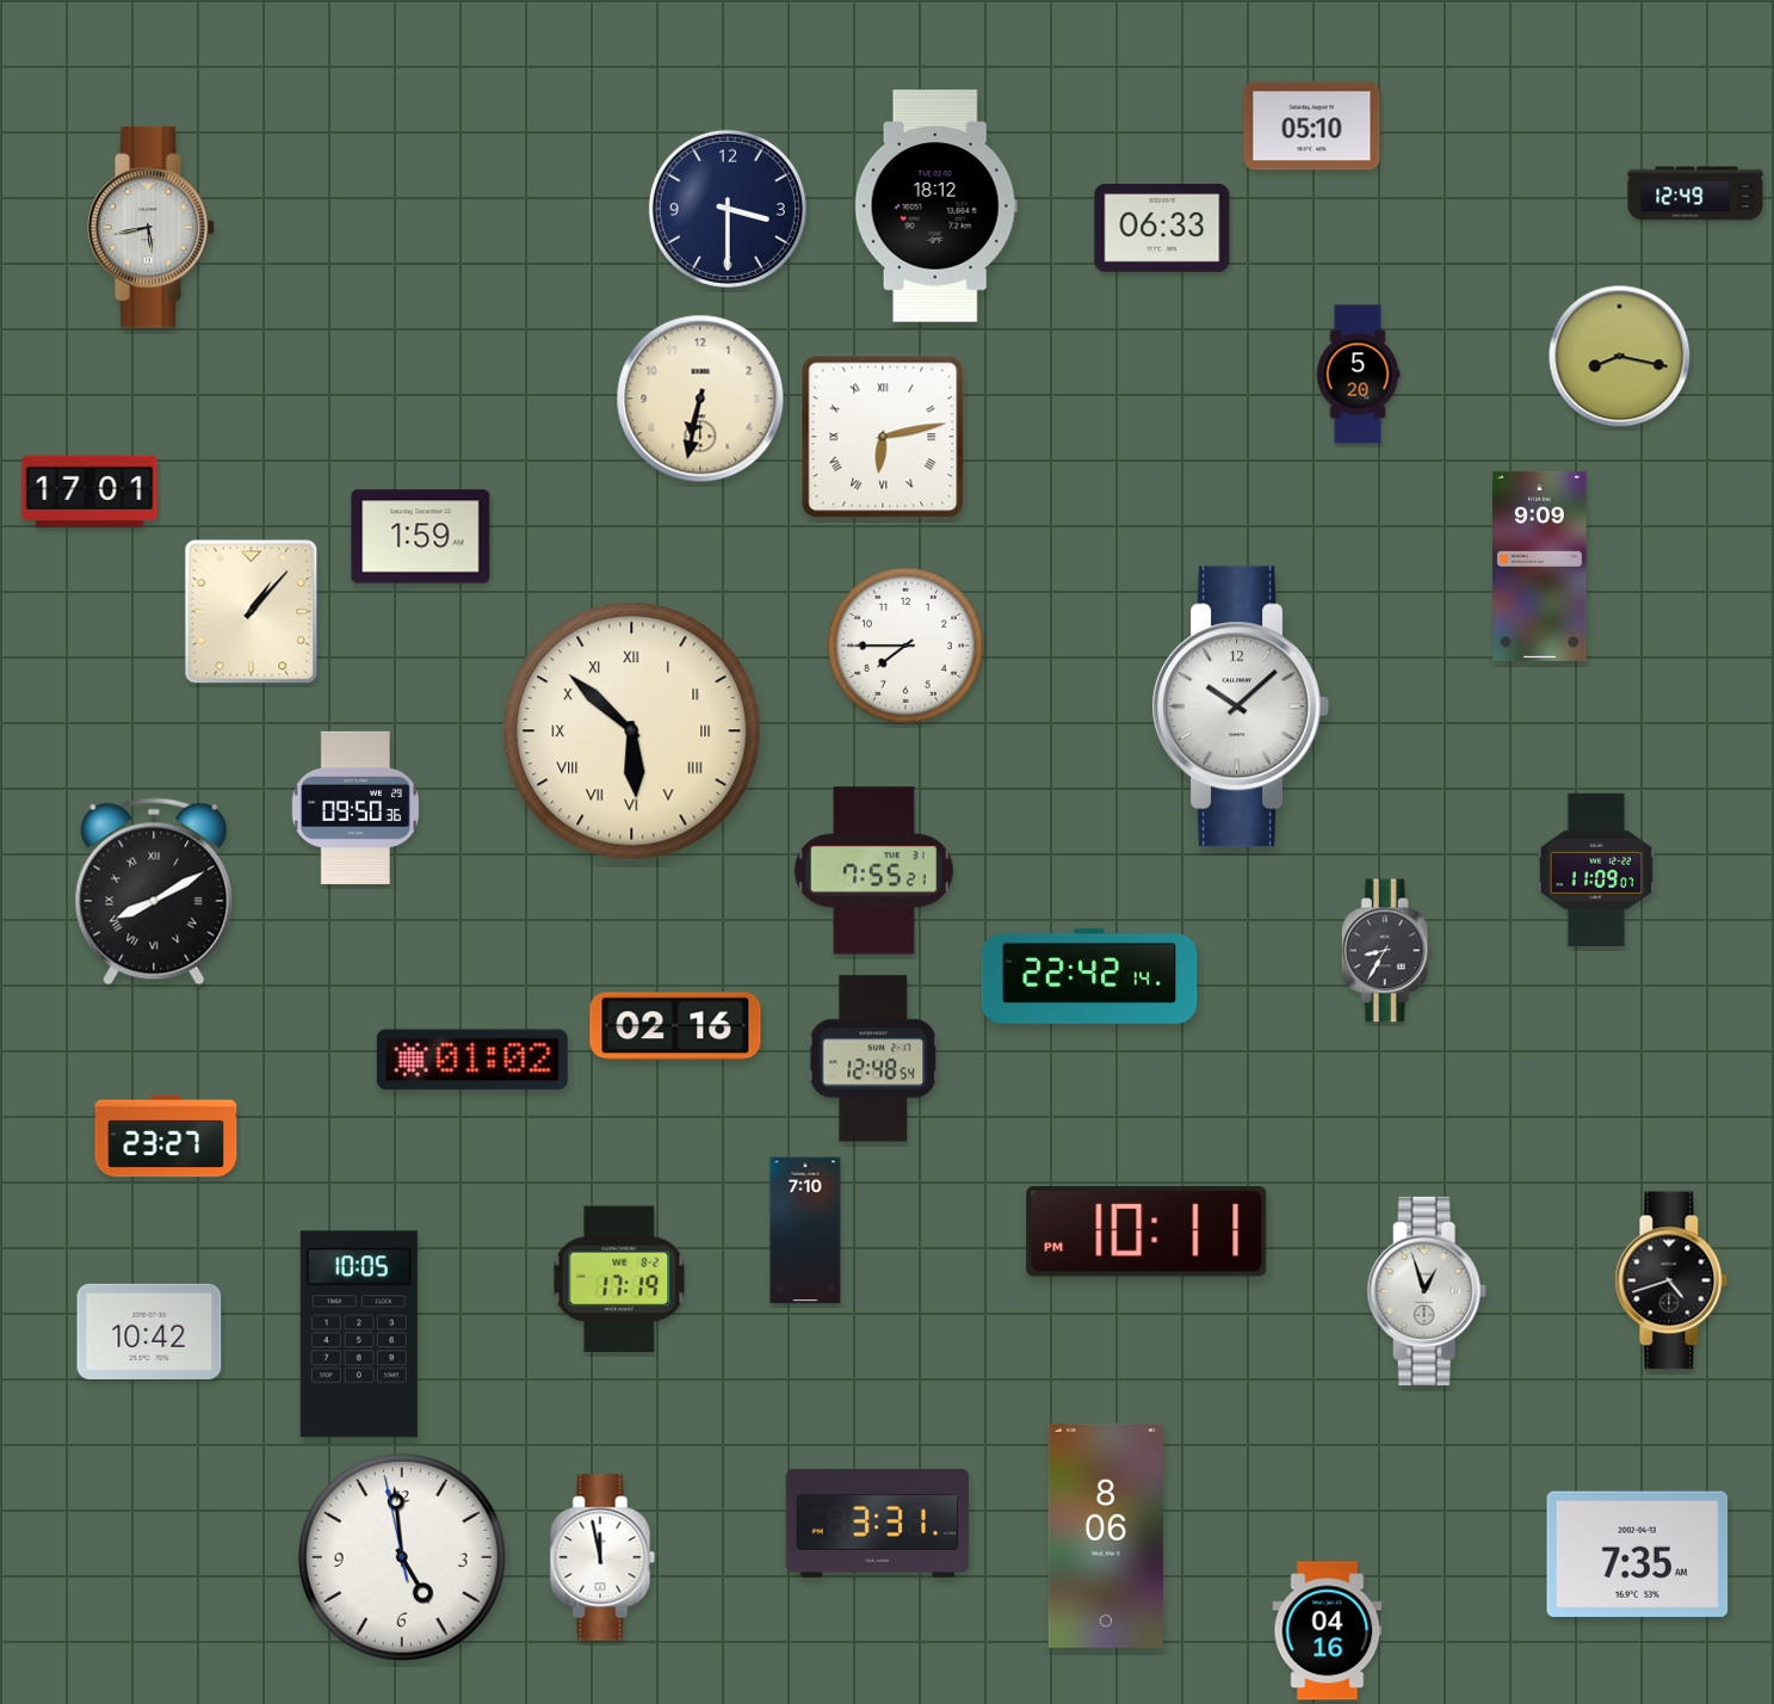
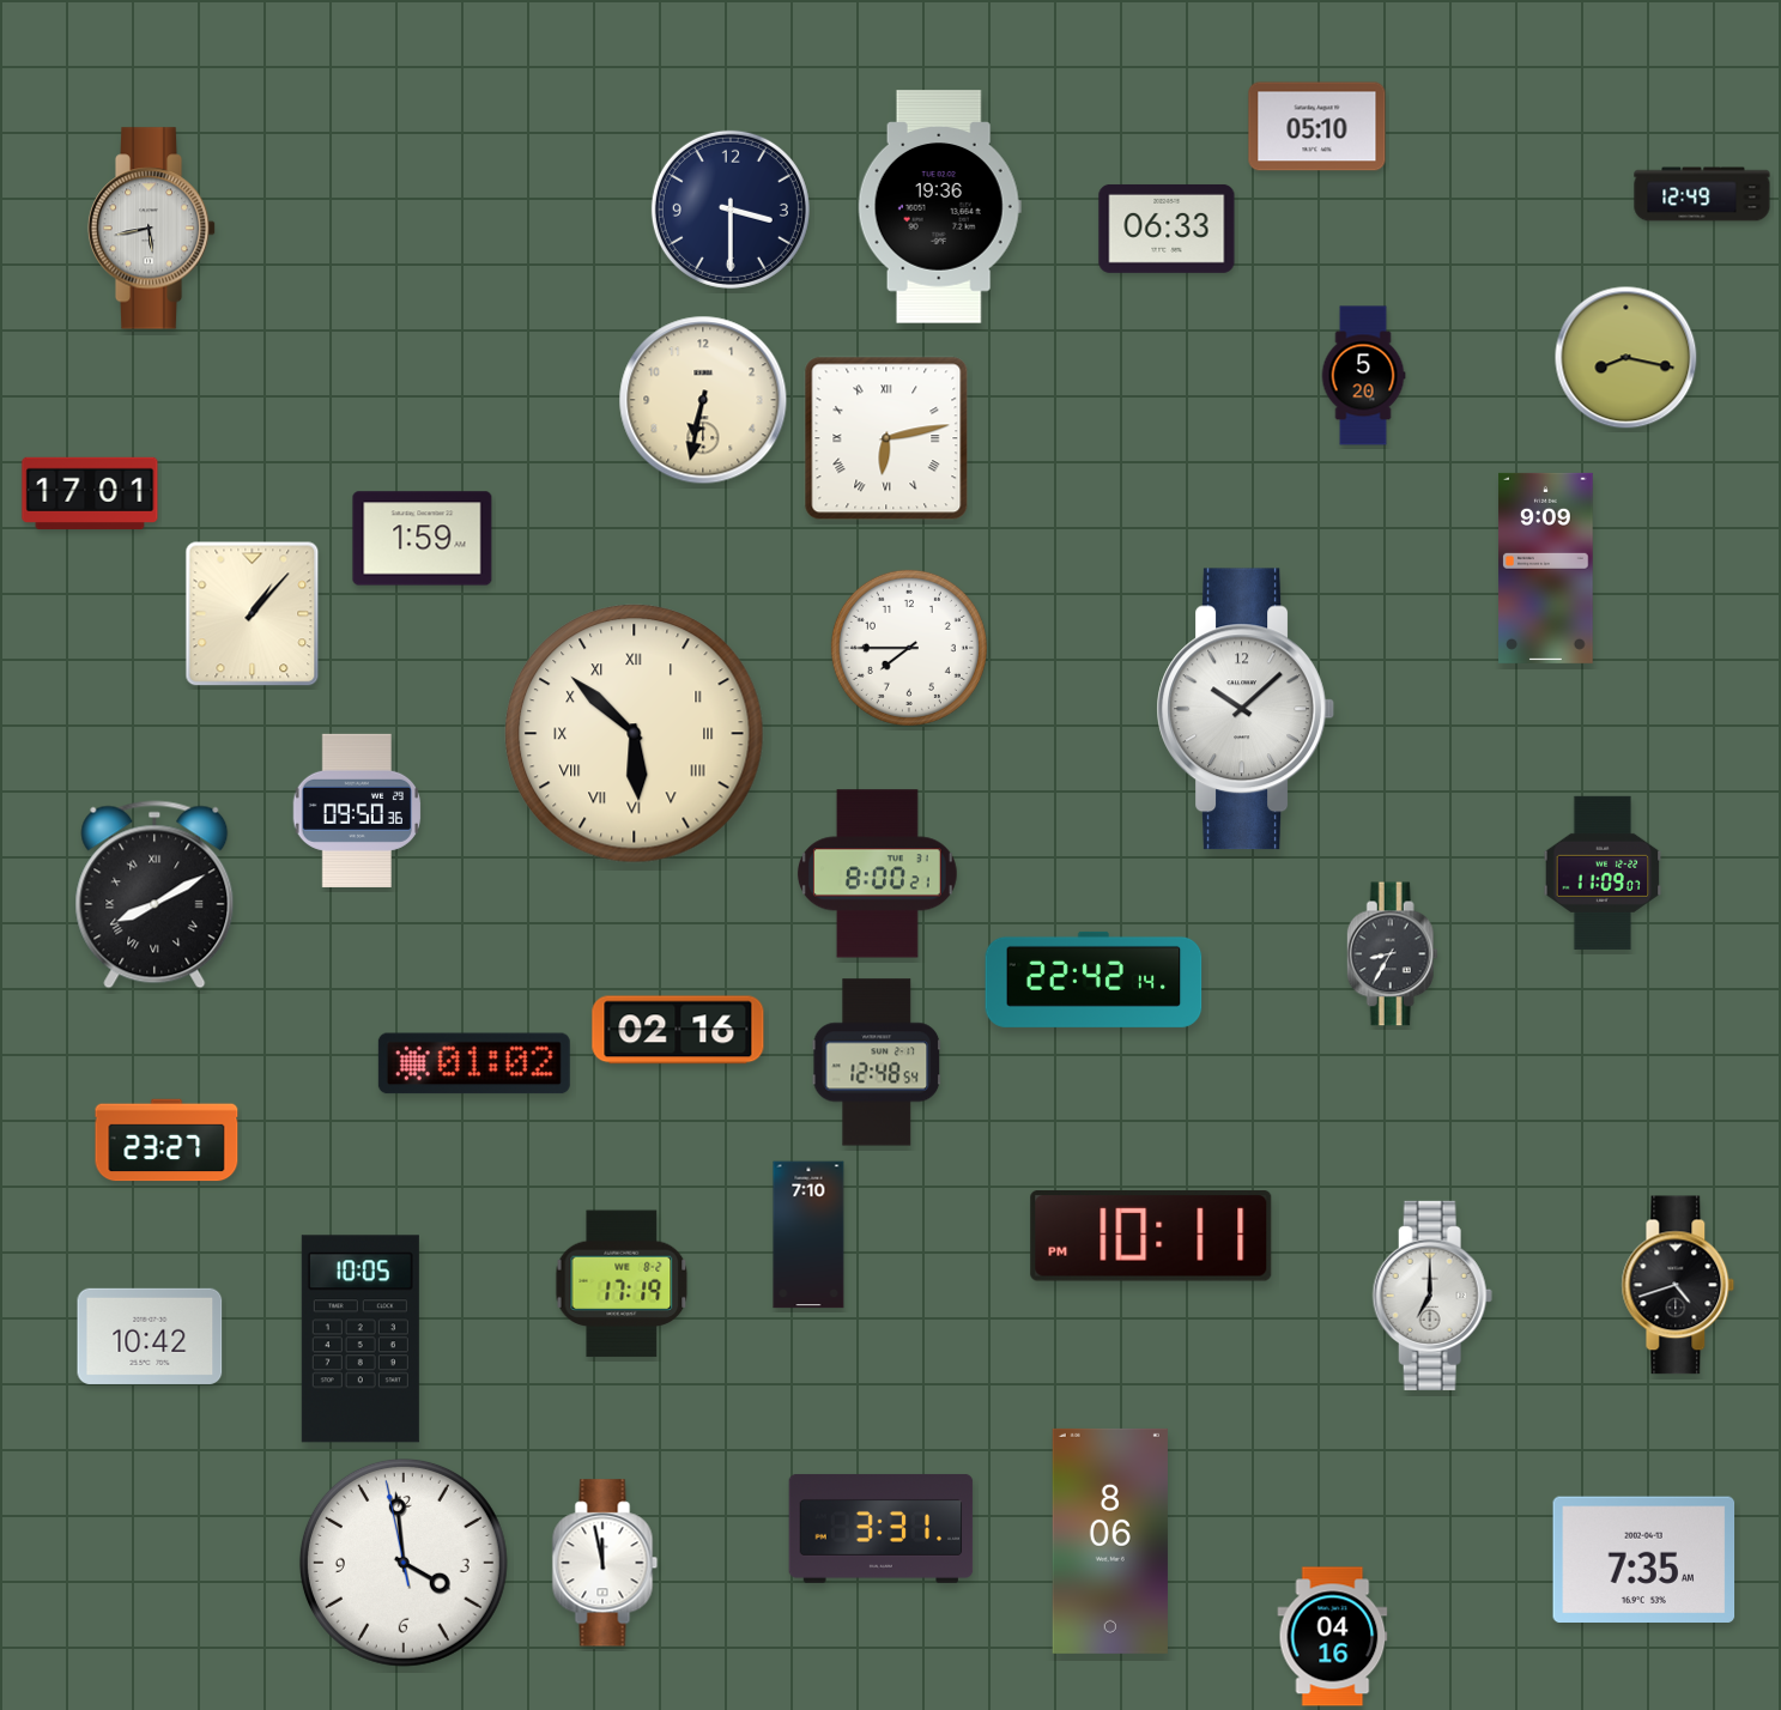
clock at (935, 206): 18:12 -> 19:36
clock at (873, 871): 7:55 -> 8:00
clock at (1427, 1291): 12:57 -> 7:00
clock at (402, 1557): 4:58 -> 3:58
